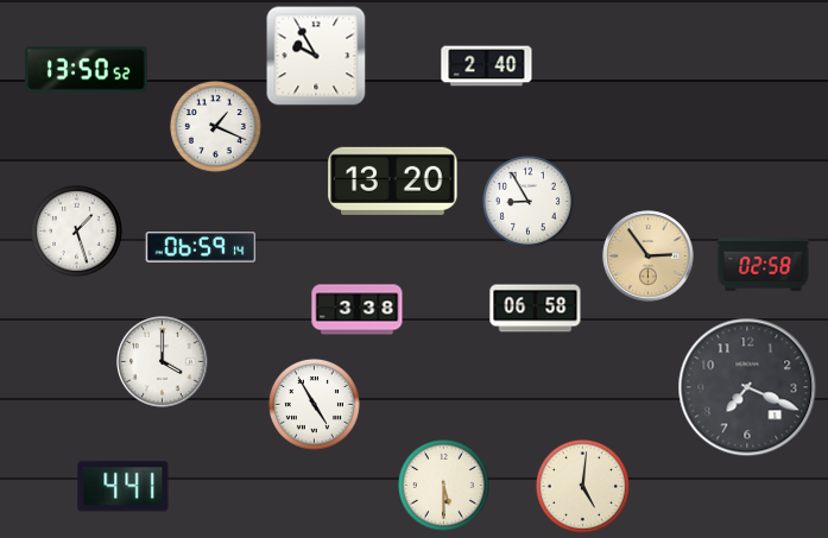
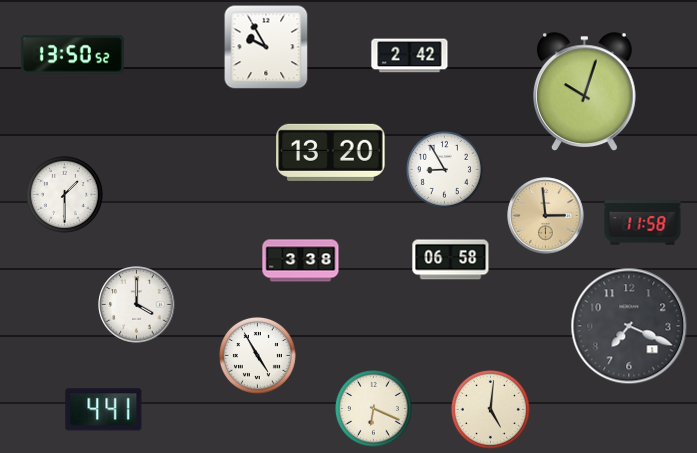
clock at (487, 67): 2:40 -> 2:42
clock at (86, 70) position: (86, 70) -> (72, 55)
clock at (584, 91): none -> 10:03
clock at (215, 126): 1:19 -> none
clock at (76, 230): 1:27 -> 1:30
clock at (201, 247): 06:59 -> none
clock at (649, 257): 2:54 -> 2:59
clock at (764, 265): 02:58 -> 11:58
clock at (314, 404) position: (314, 404) -> (257, 355)
clock at (443, 485): 5:30 -> 6:19
